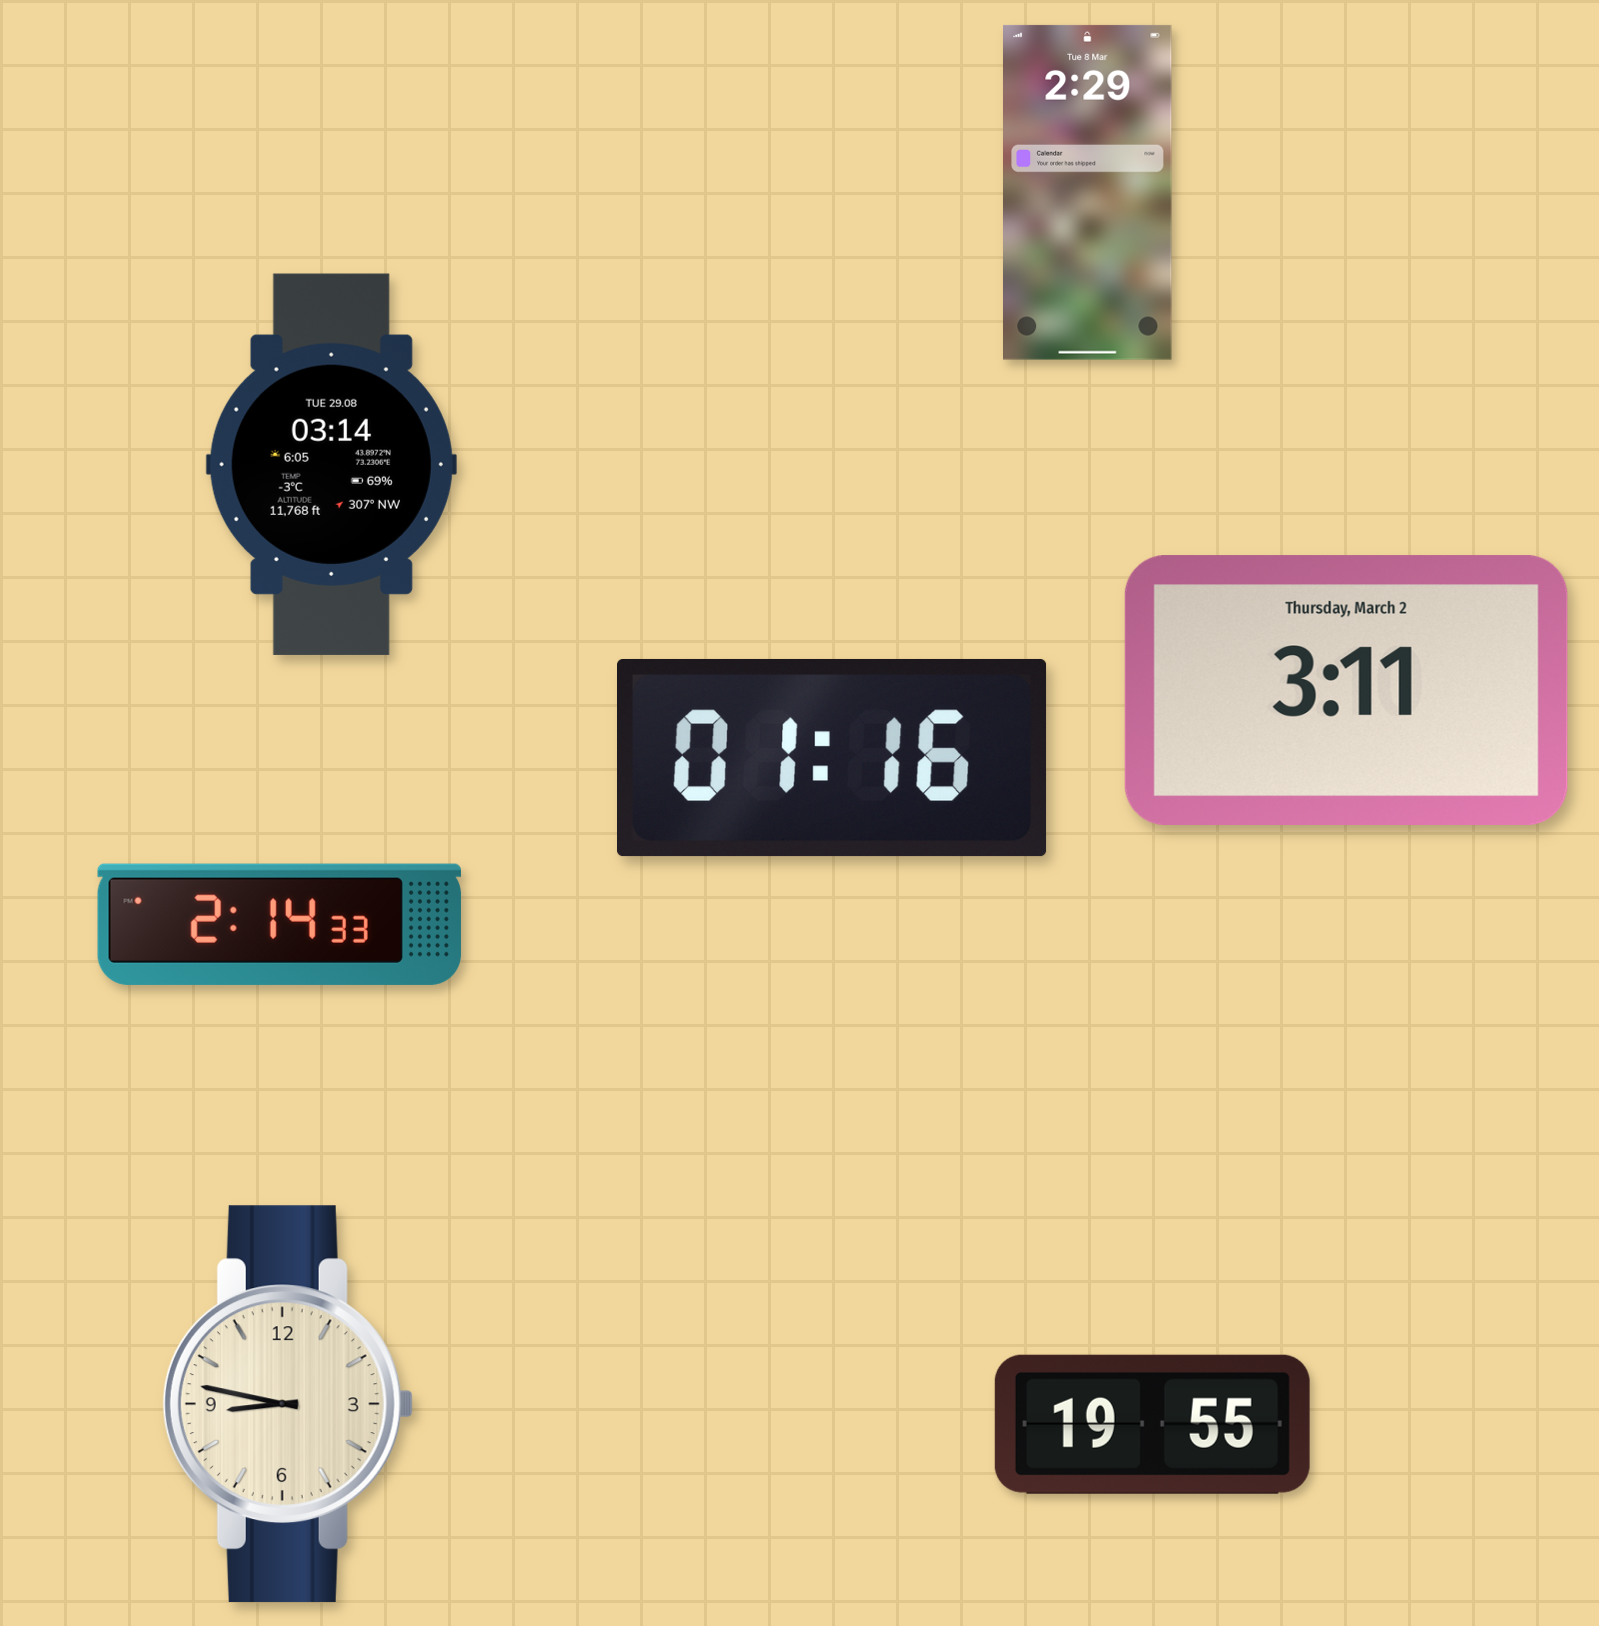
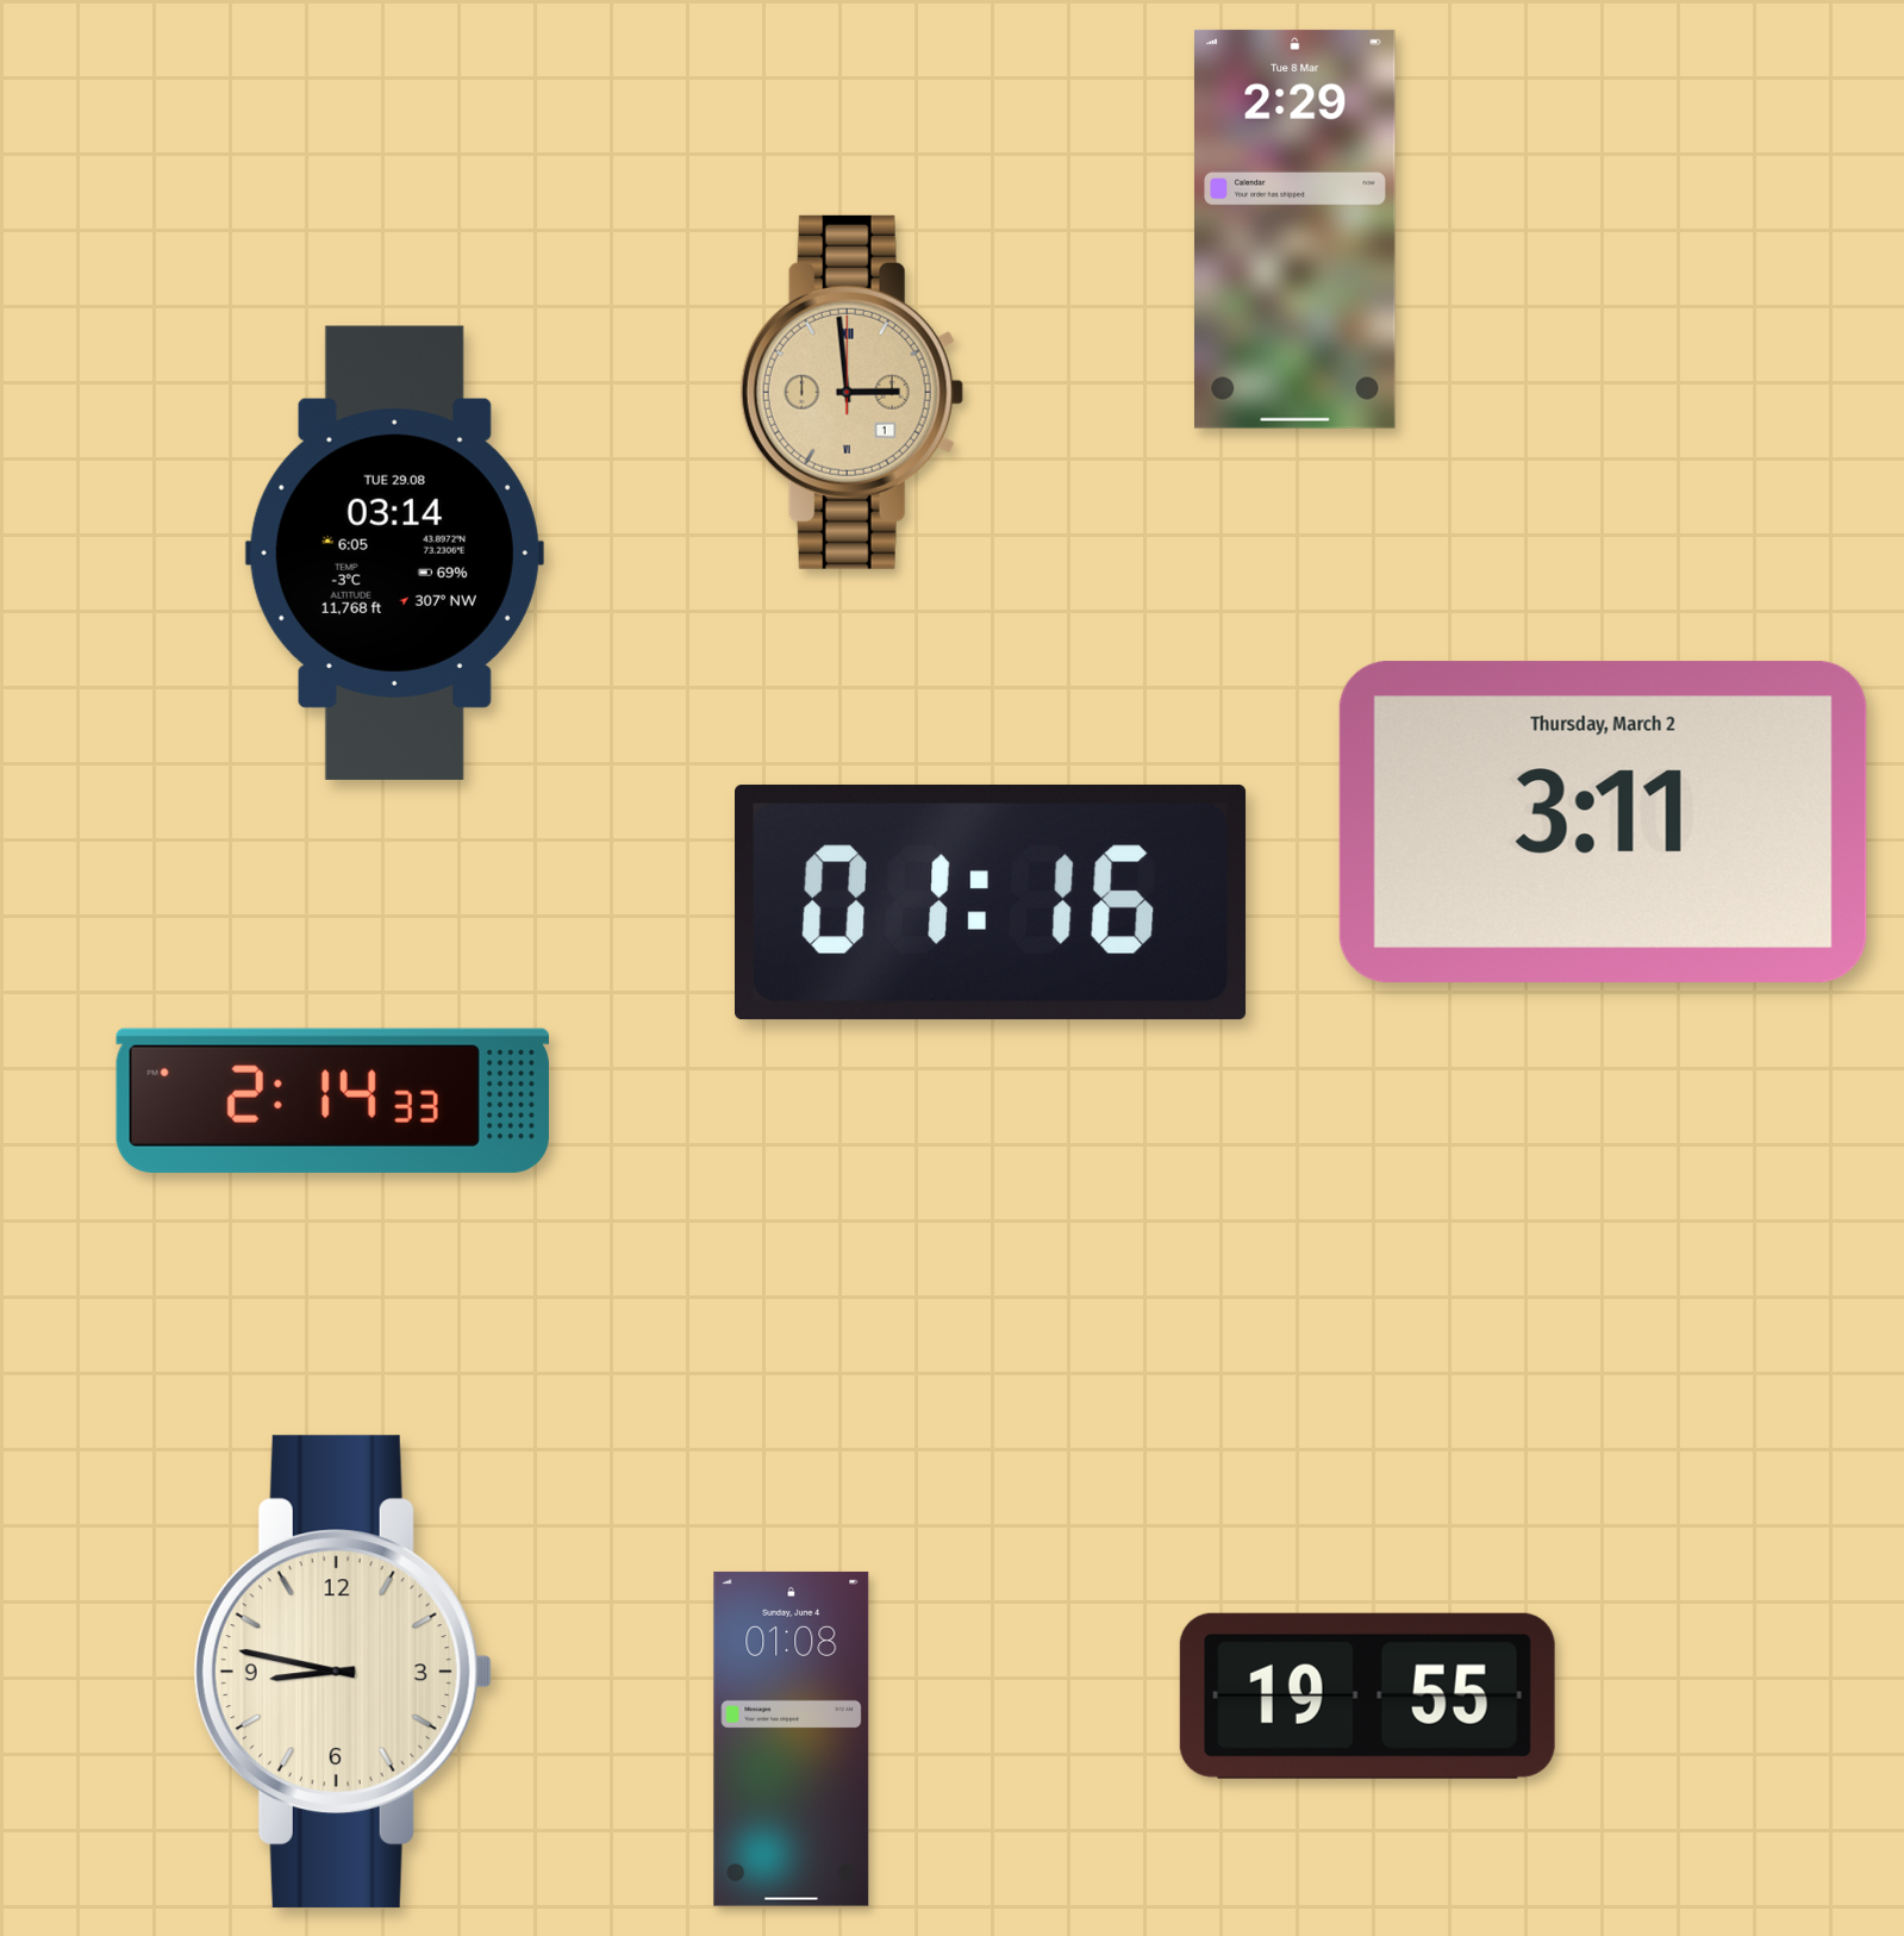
clock at (851, 392): none -> 2:59
clock at (1152, 1424) position: (1152, 1424) -> (1367, 1695)
clock at (792, 1738): none -> 01:08
